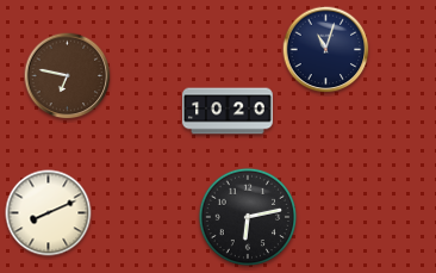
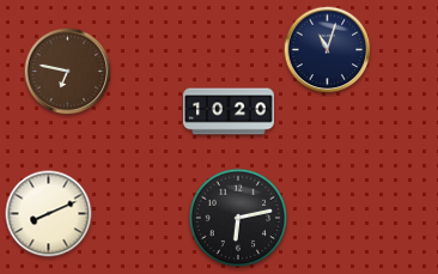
clock at (68, 76) position: (68, 76) -> (68, 72)
clock at (248, 217) position: (248, 217) -> (238, 218)
